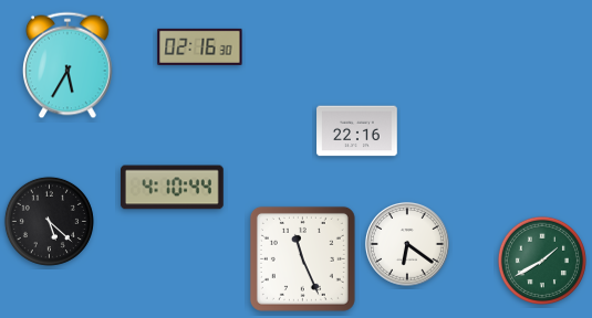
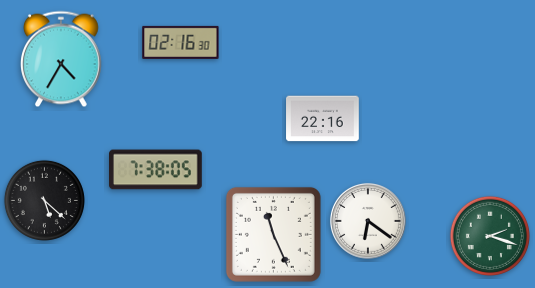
clock at (69, 65): 5:35 -> 4:35
clock at (173, 188): 4:10 -> 7:38
clock at (542, 261): 1:40 -> 2:18
